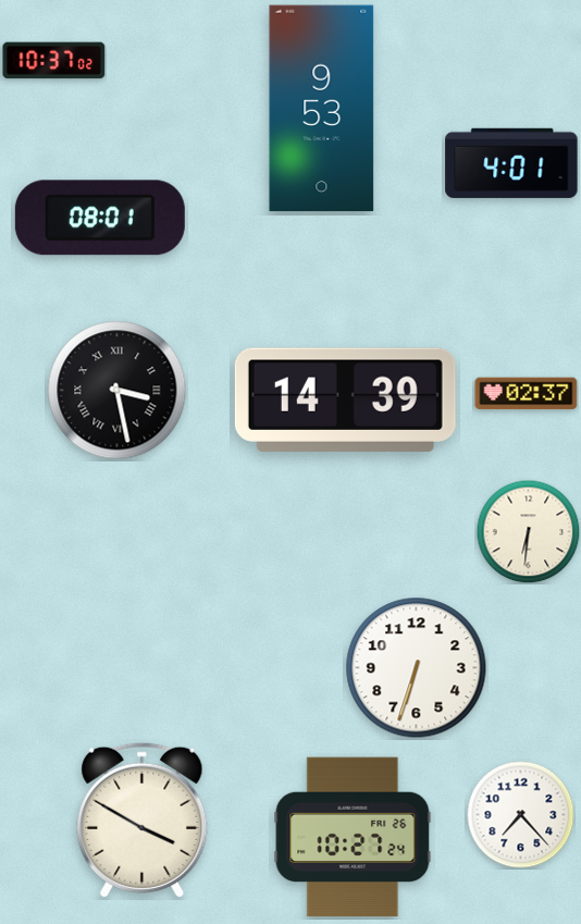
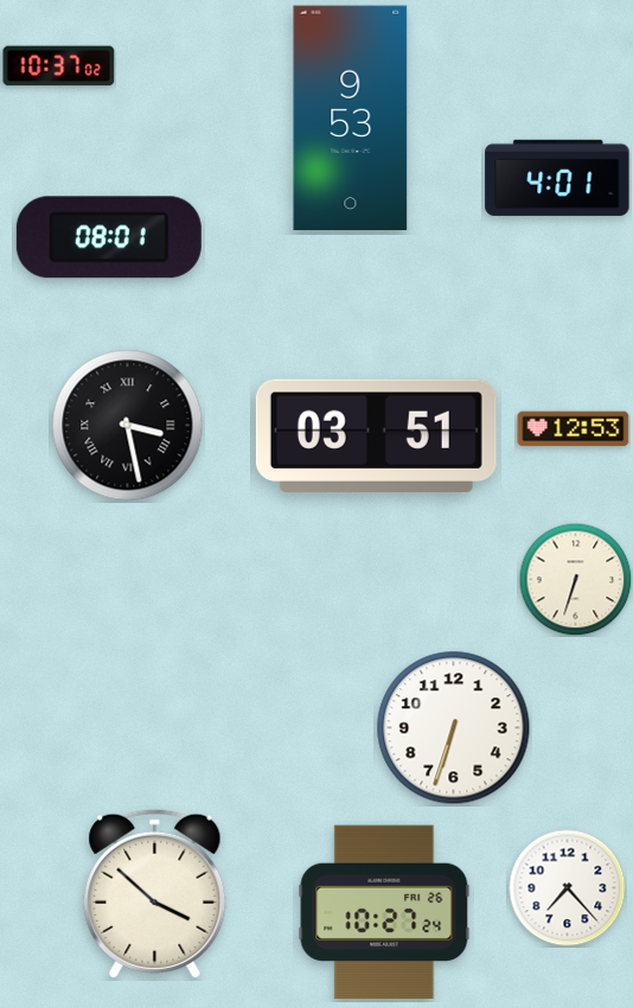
clock at (527, 394): 02:37 -> 12:53
clock at (345, 399): 14:39 -> 03:51
clock at (528, 531): 6:31 -> 6:33
clock at (143, 820): 3:50 -> 3:52
